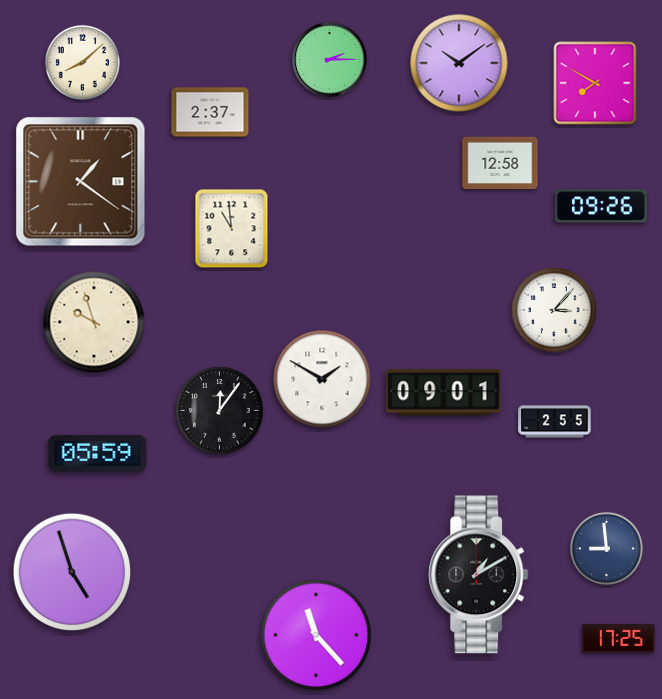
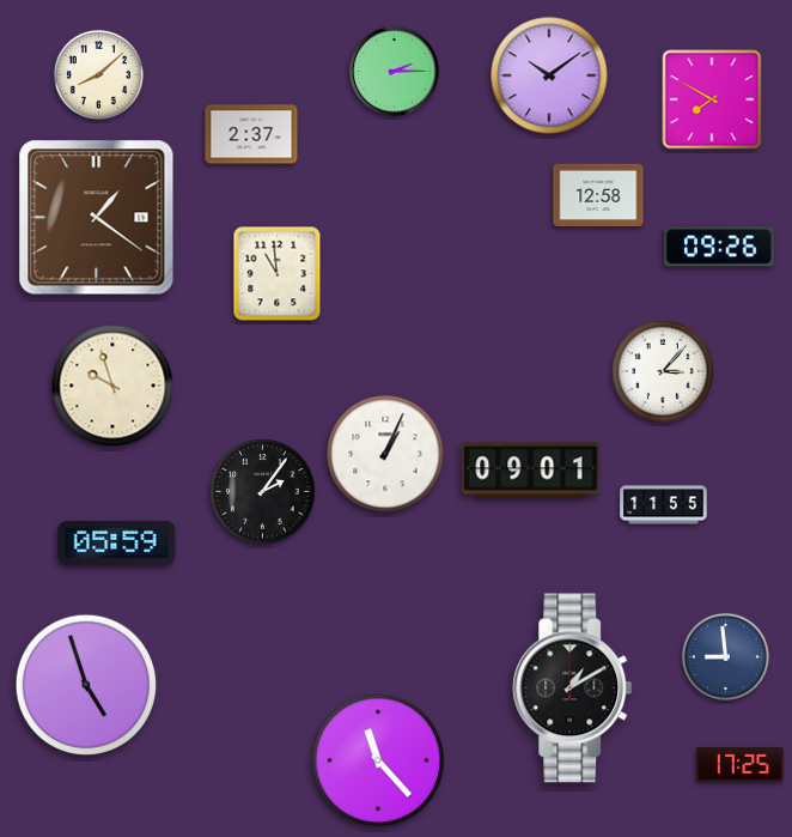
clock at (322, 379): 1:50 -> 1:04
clock at (220, 411): 12:06 -> 2:06
clock at (555, 422): 2:55 -> 11:55
